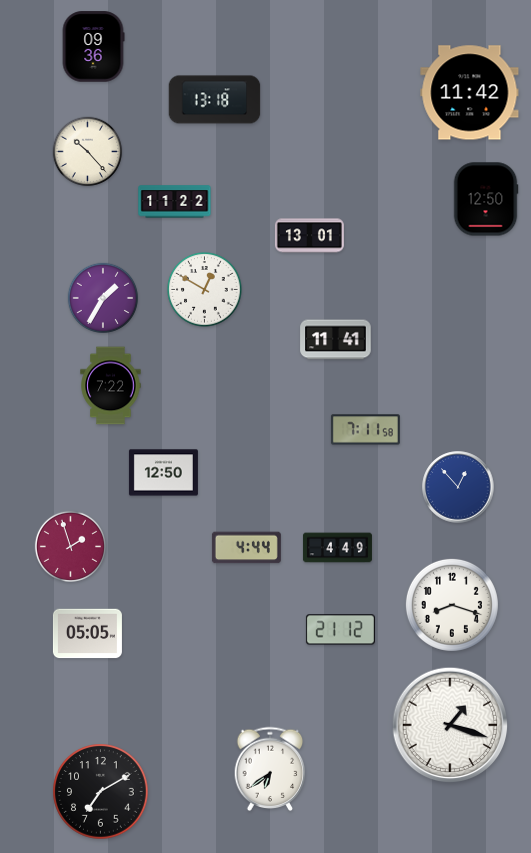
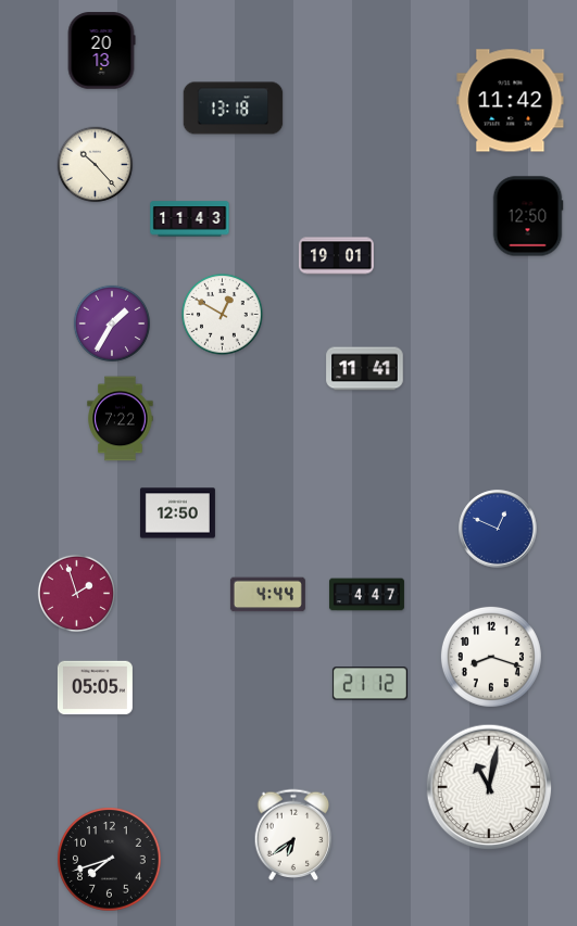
clock at (93, 47): 09:36 -> 20:13
clock at (175, 202): 11:22 -> 11:43
clock at (309, 236): 13:01 -> 19:01
clock at (365, 430): 7:11 -> none
clock at (458, 487): 12:53 -> 12:49
clock at (337, 548): 4:49 -> 4:47
clock at (450, 725): 1:18 -> 11:02
clock at (101, 792): 7:10 -> 7:42
